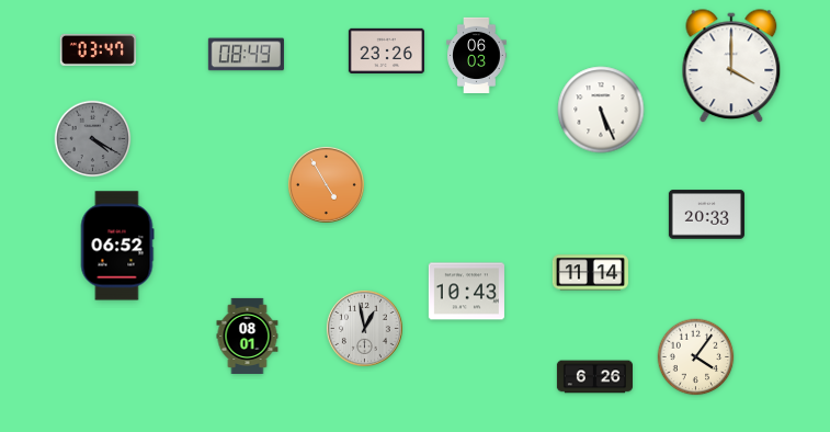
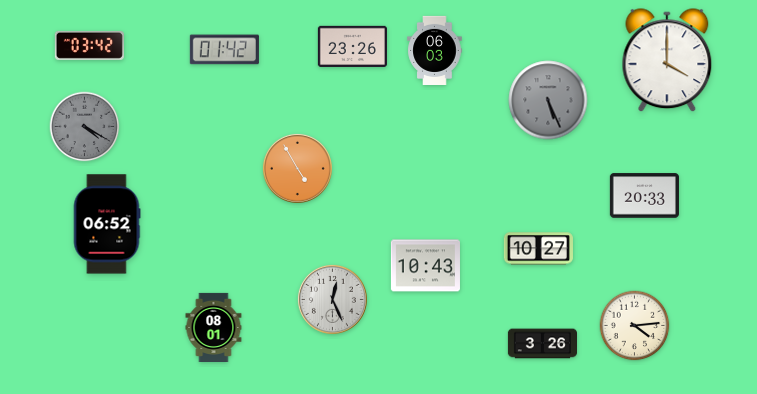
clock at (98, 49): 03:47 -> 03:42
clock at (246, 55): 08:49 -> 01:42
clock at (601, 110) dial: white -> grey
clock at (590, 273): 11:14 -> 10:27
clock at (364, 328): 12:58 -> 12:26
clock at (248, 336) position: (248, 336) -> (214, 327)
clock at (696, 357): 4:06 -> 4:14
clock at (594, 377): 6:26 -> 3:26
